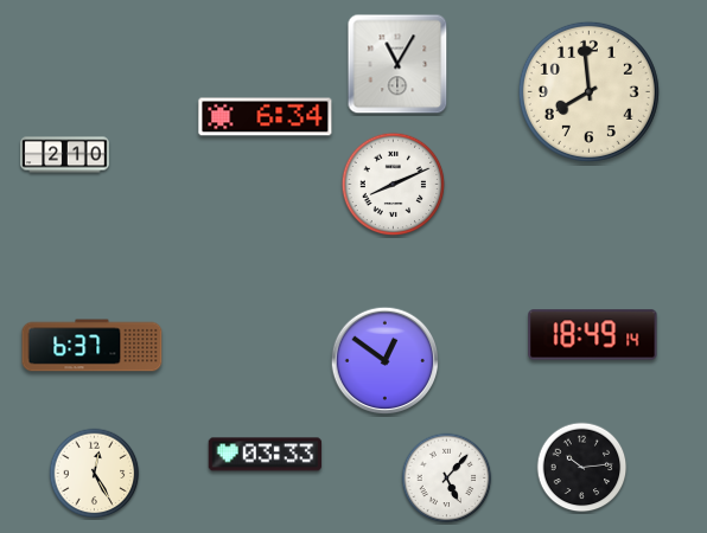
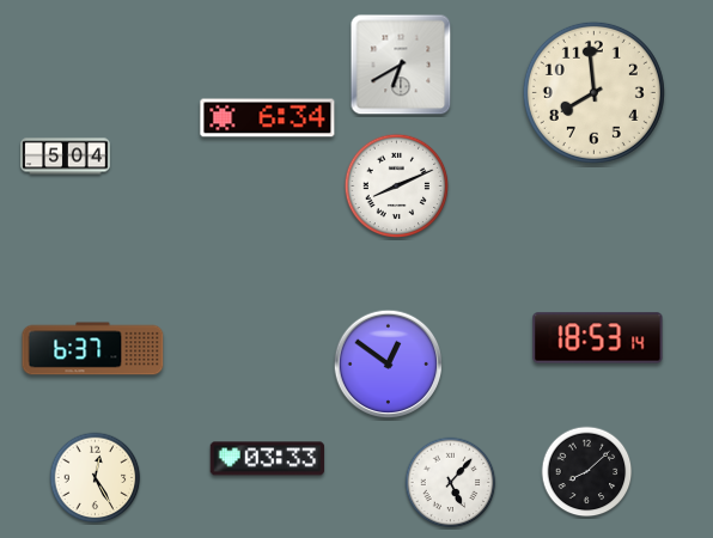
clock at (397, 64): 11:05 -> 6:40
clock at (65, 155): 2:10 -> 5:04
clock at (593, 335): 18:49 -> 18:53
clock at (582, 468): 10:14 -> 8:08
